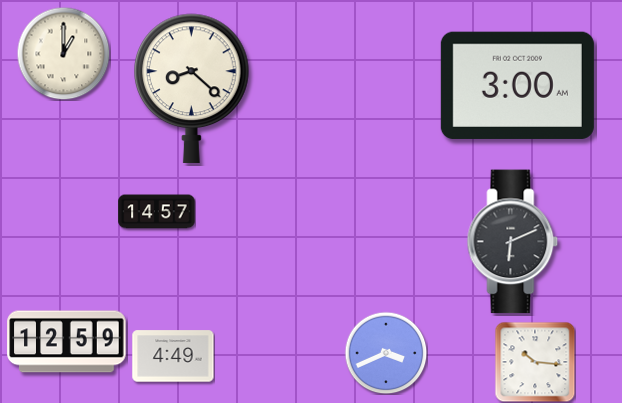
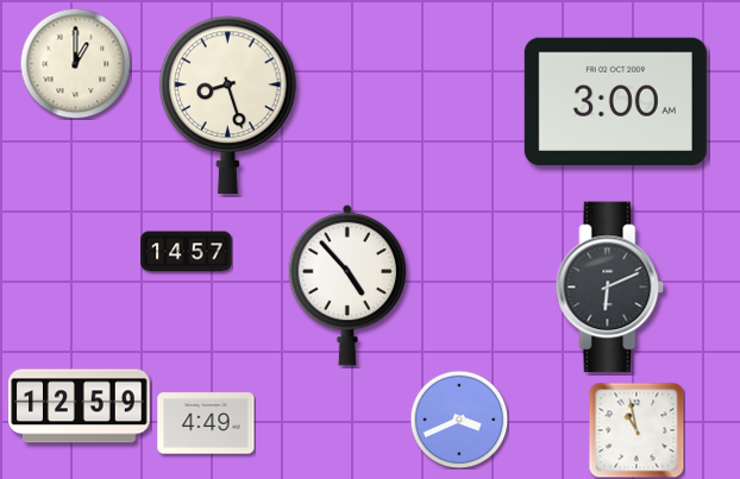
clock at (192, 88): 8:22 -> 8:27
clock at (347, 285): none -> 4:53
clock at (535, 362): 10:16 -> 10:58
